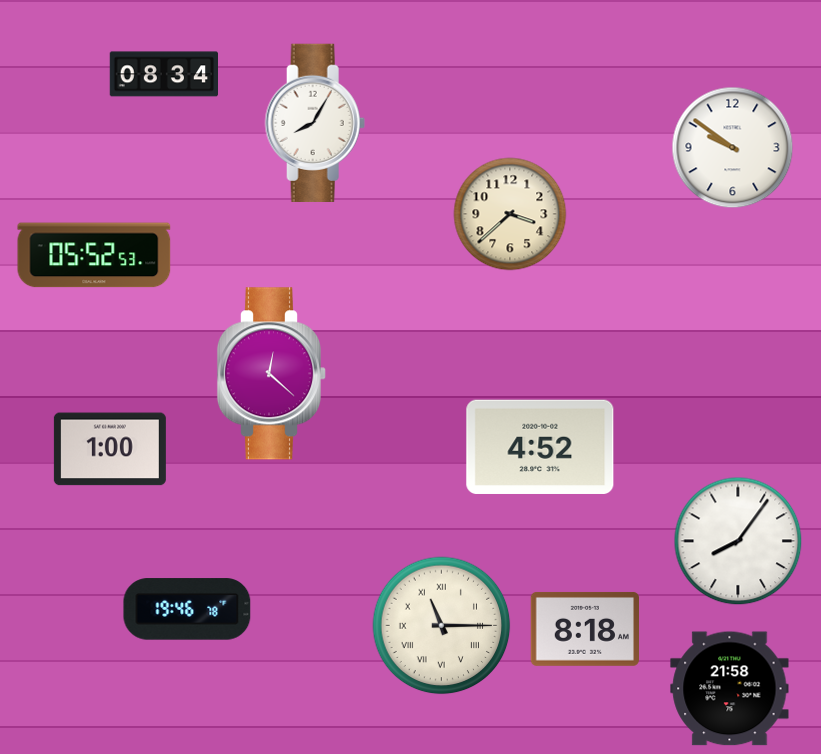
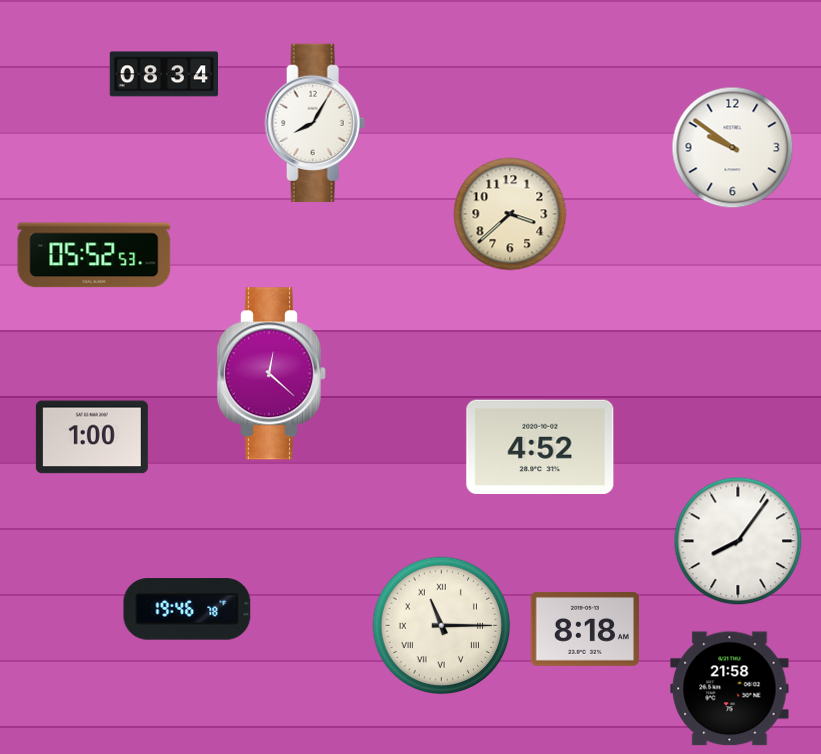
clock at (110, 449) position: (110, 449) -> (92, 437)
